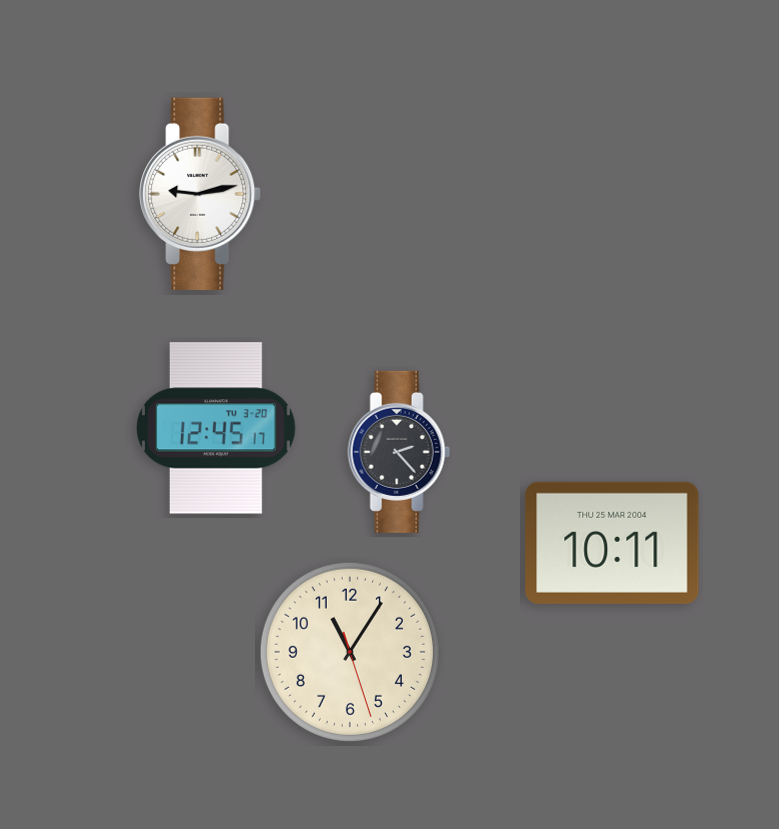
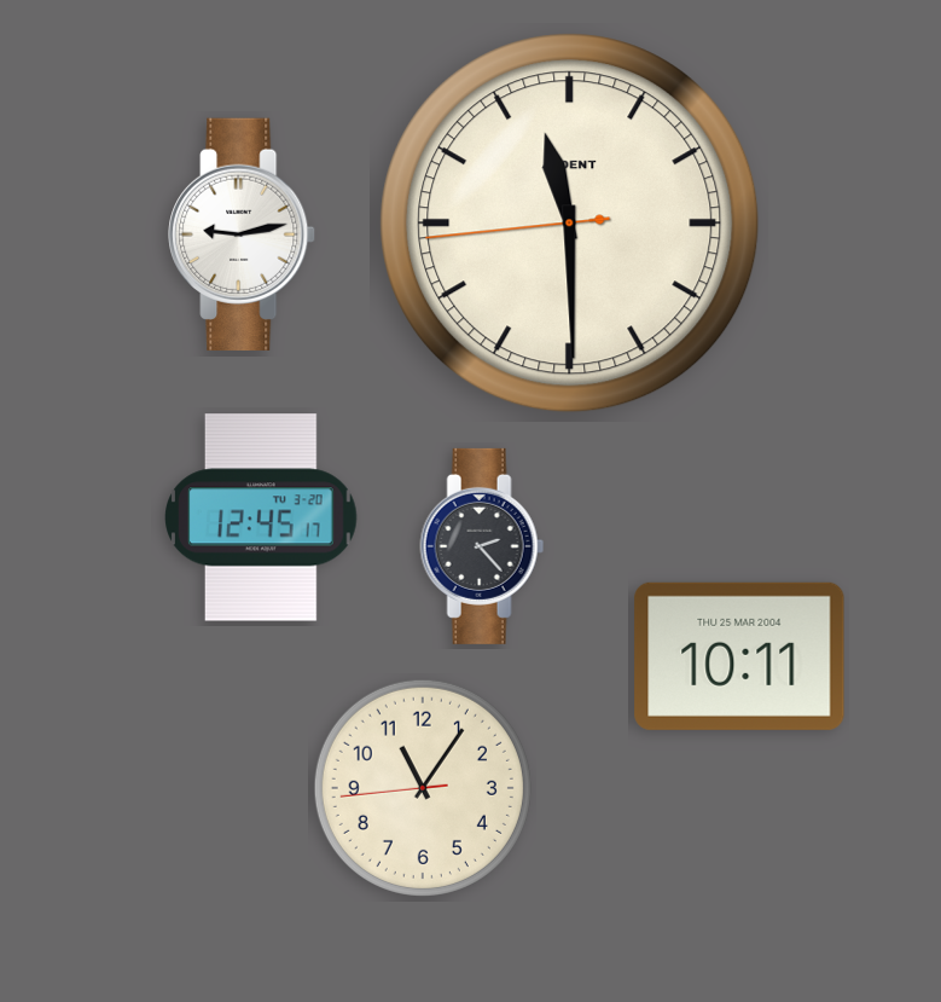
clock at (570, 224): none -> 11:29
clock at (350, 652): 11:05:27 -> 11:05:44
